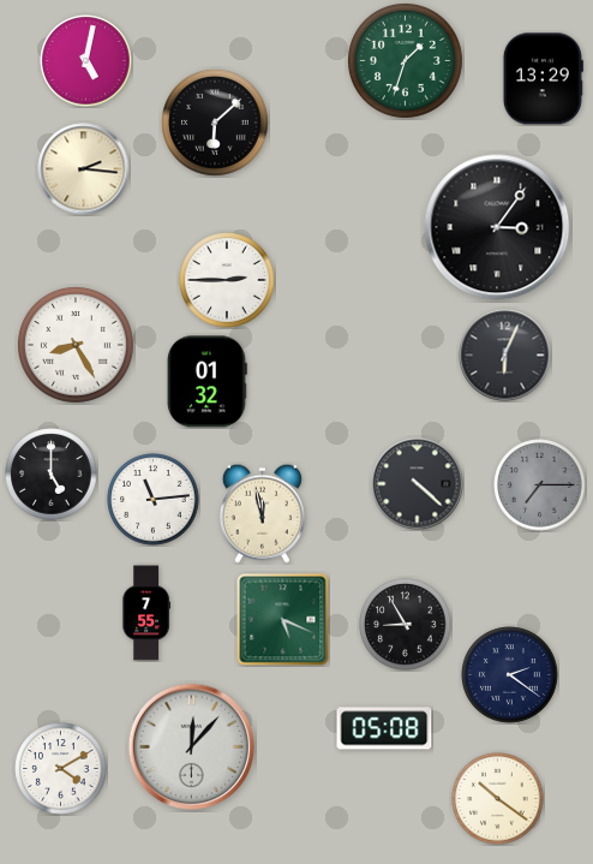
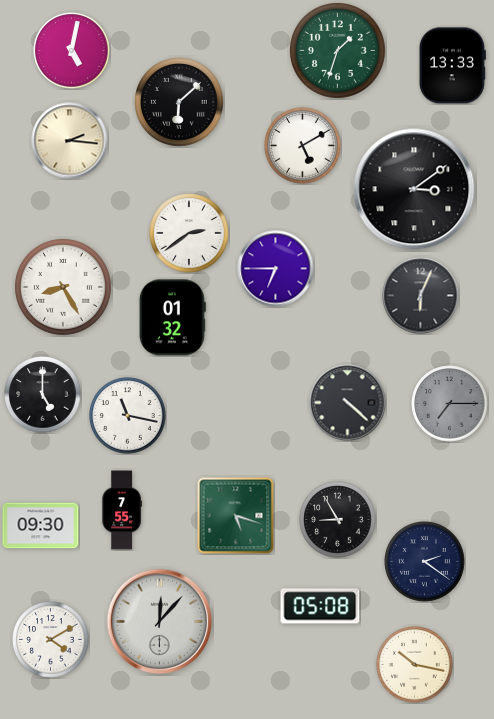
clock at (543, 79): 13:29 -> 13:33
clock at (303, 146): none -> 5:10
clock at (497, 227): 3:06 -> 3:09
clock at (227, 280): 2:45 -> 2:39
clock at (276, 269): none -> 6:45
clock at (154, 500): 11:14 -> 11:17
clock at (262, 513): 11:58 -> none
clock at (283, 620): 5:19 -> 5:18
clock at (41, 526): none -> 09:30
clock at (498, 799): 10:21 -> 10:17
